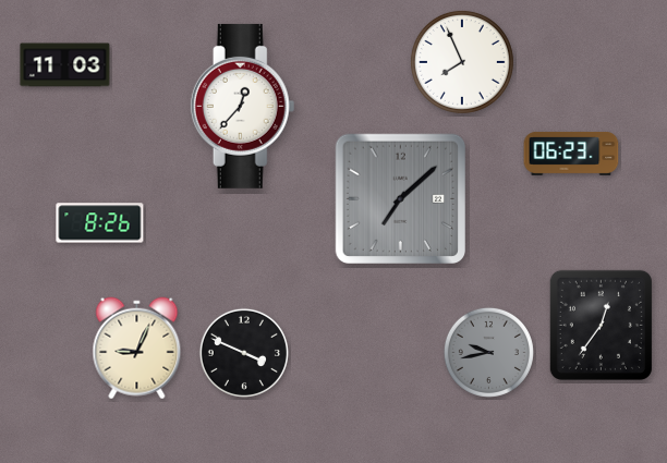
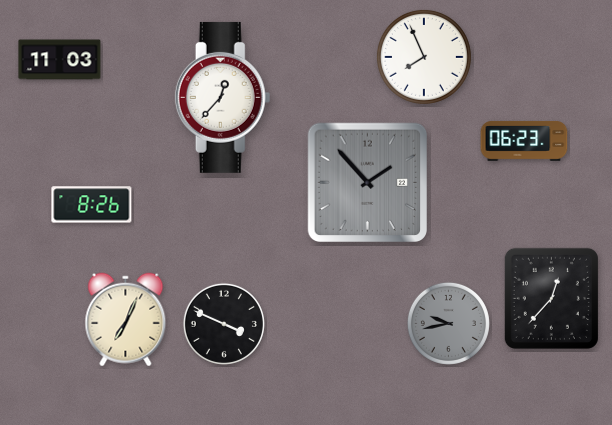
clock at (400, 198): 7:08 -> 1:53
clock at (601, 325): 12:36 -> 12:37
clock at (137, 349): 9:04 -> 7:04
